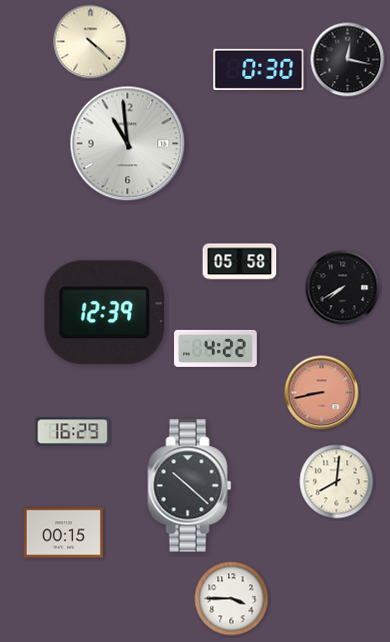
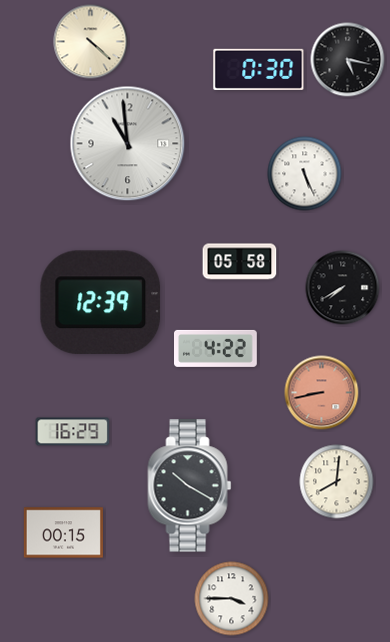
clock at (348, 60): 12:17 -> 5:17
clock at (305, 174): none -> 5:26
clock at (105, 313) position: (105, 313) -> (101, 303)
clock at (190, 486): 10:22 -> 10:20
